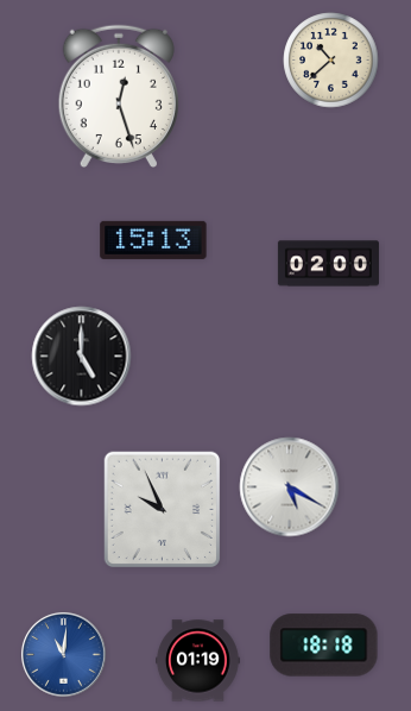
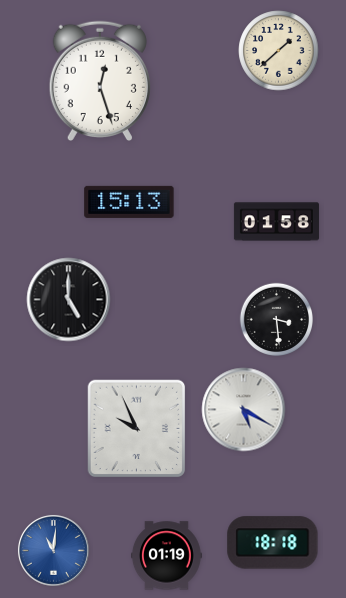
clock at (331, 61): 10:38 -> 1:38
clock at (328, 264): 02:00 -> 01:58
clock at (276, 319): none -> 3:29
